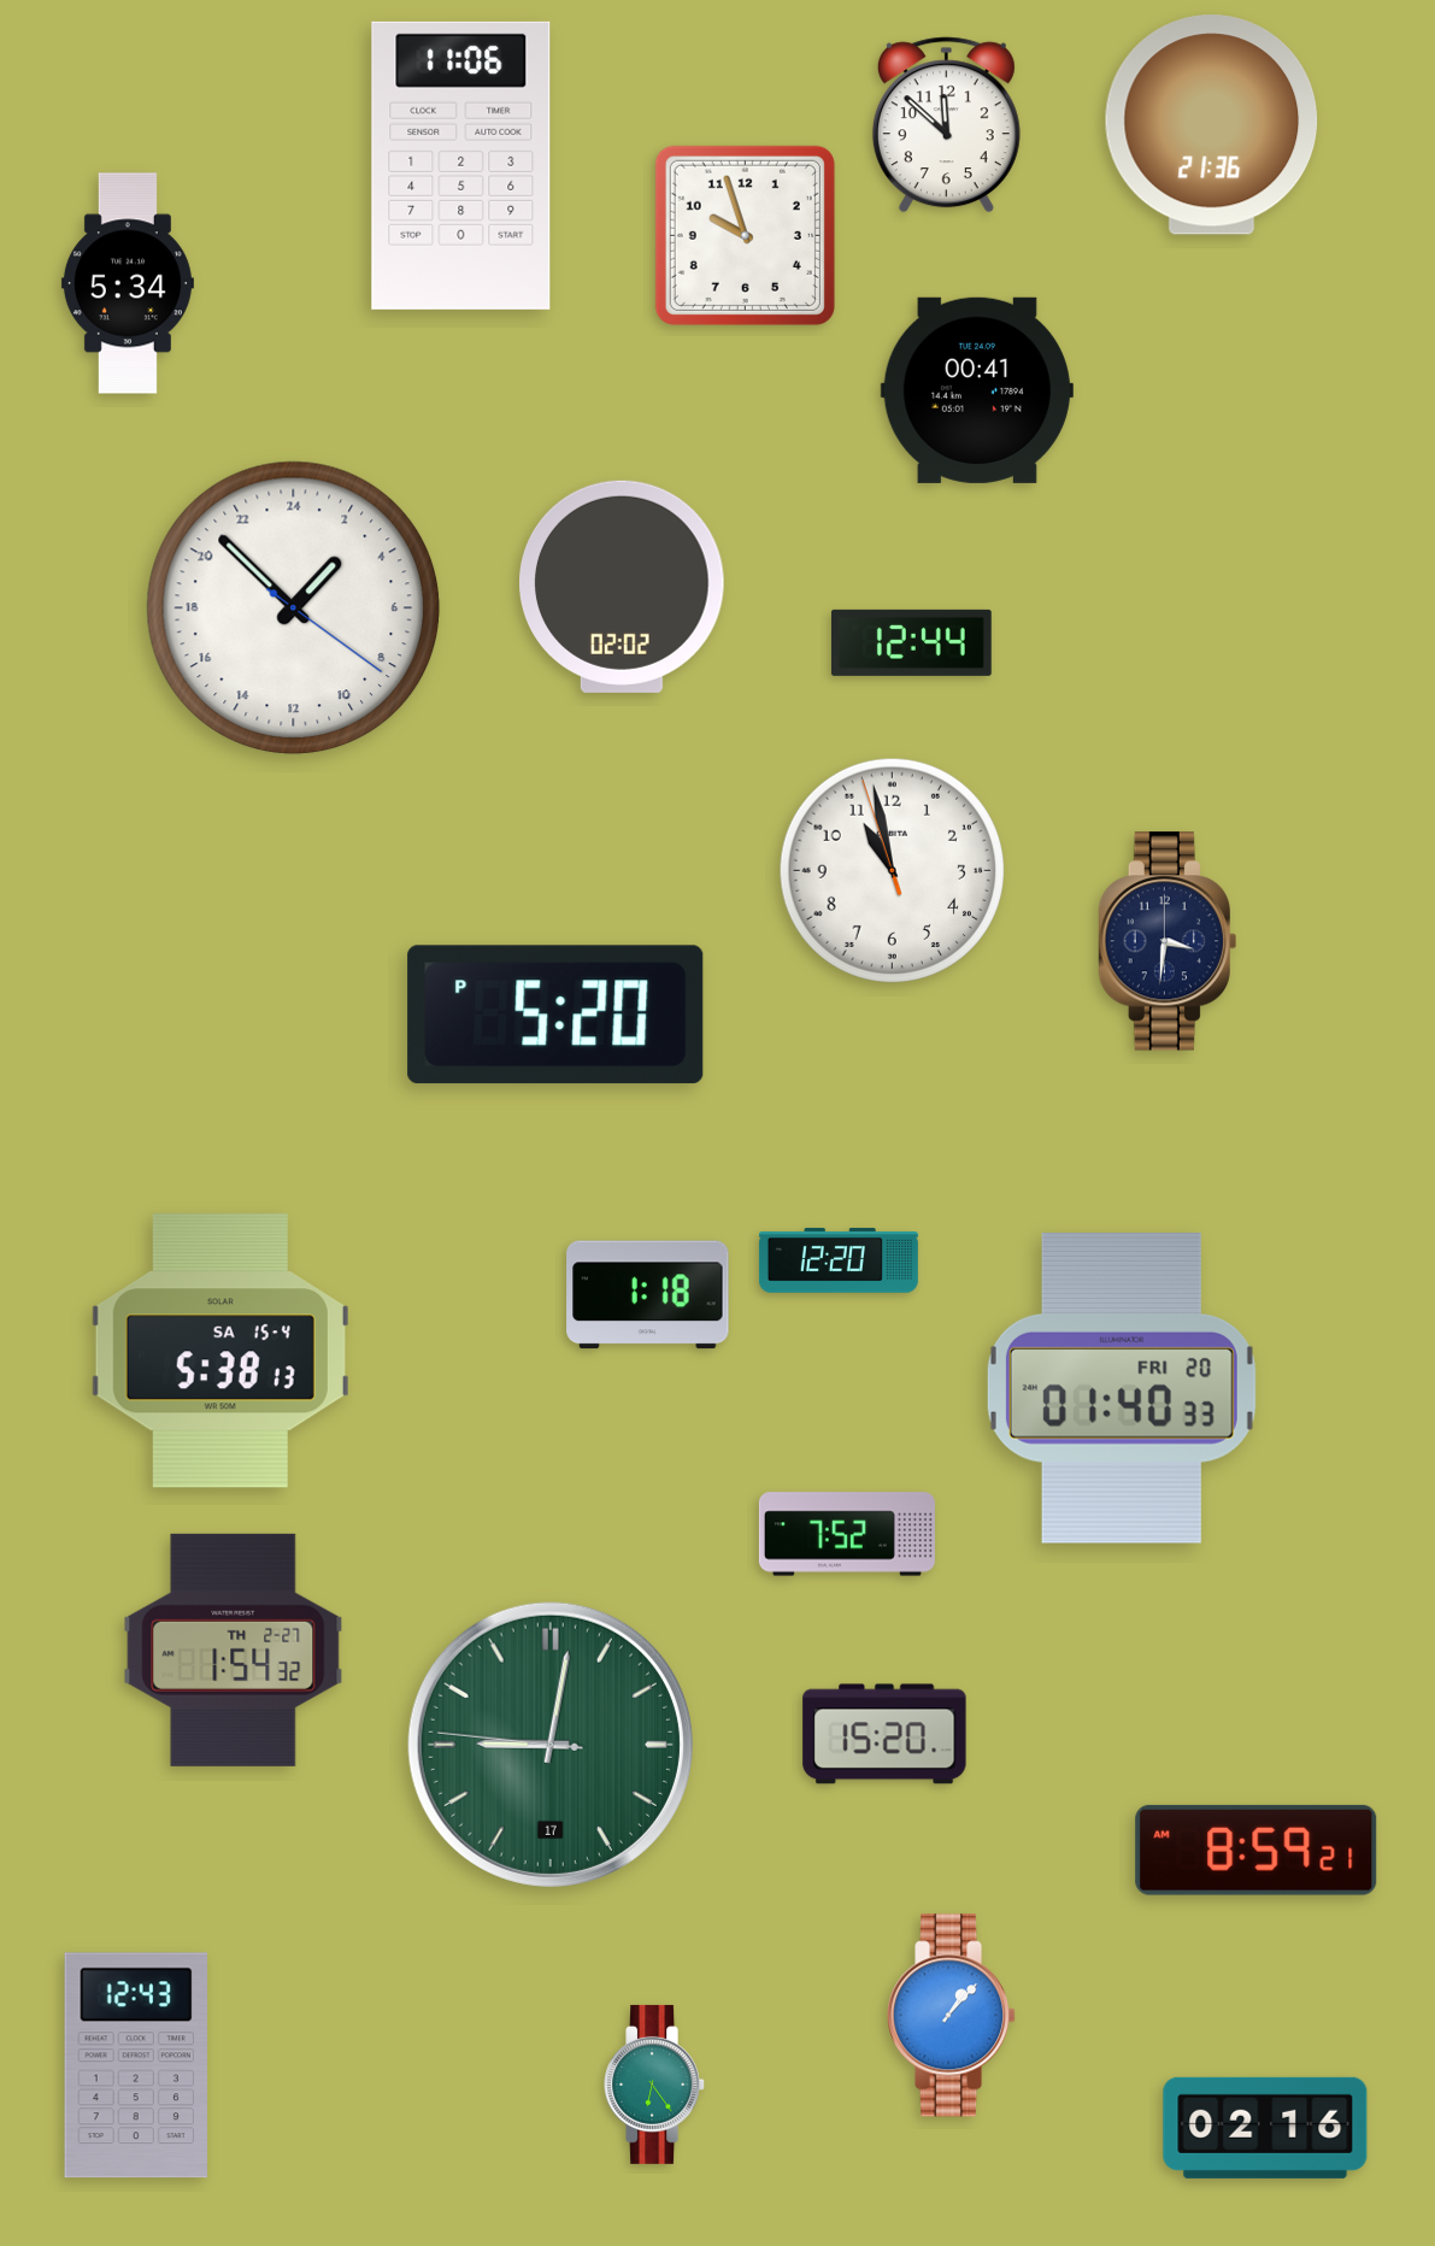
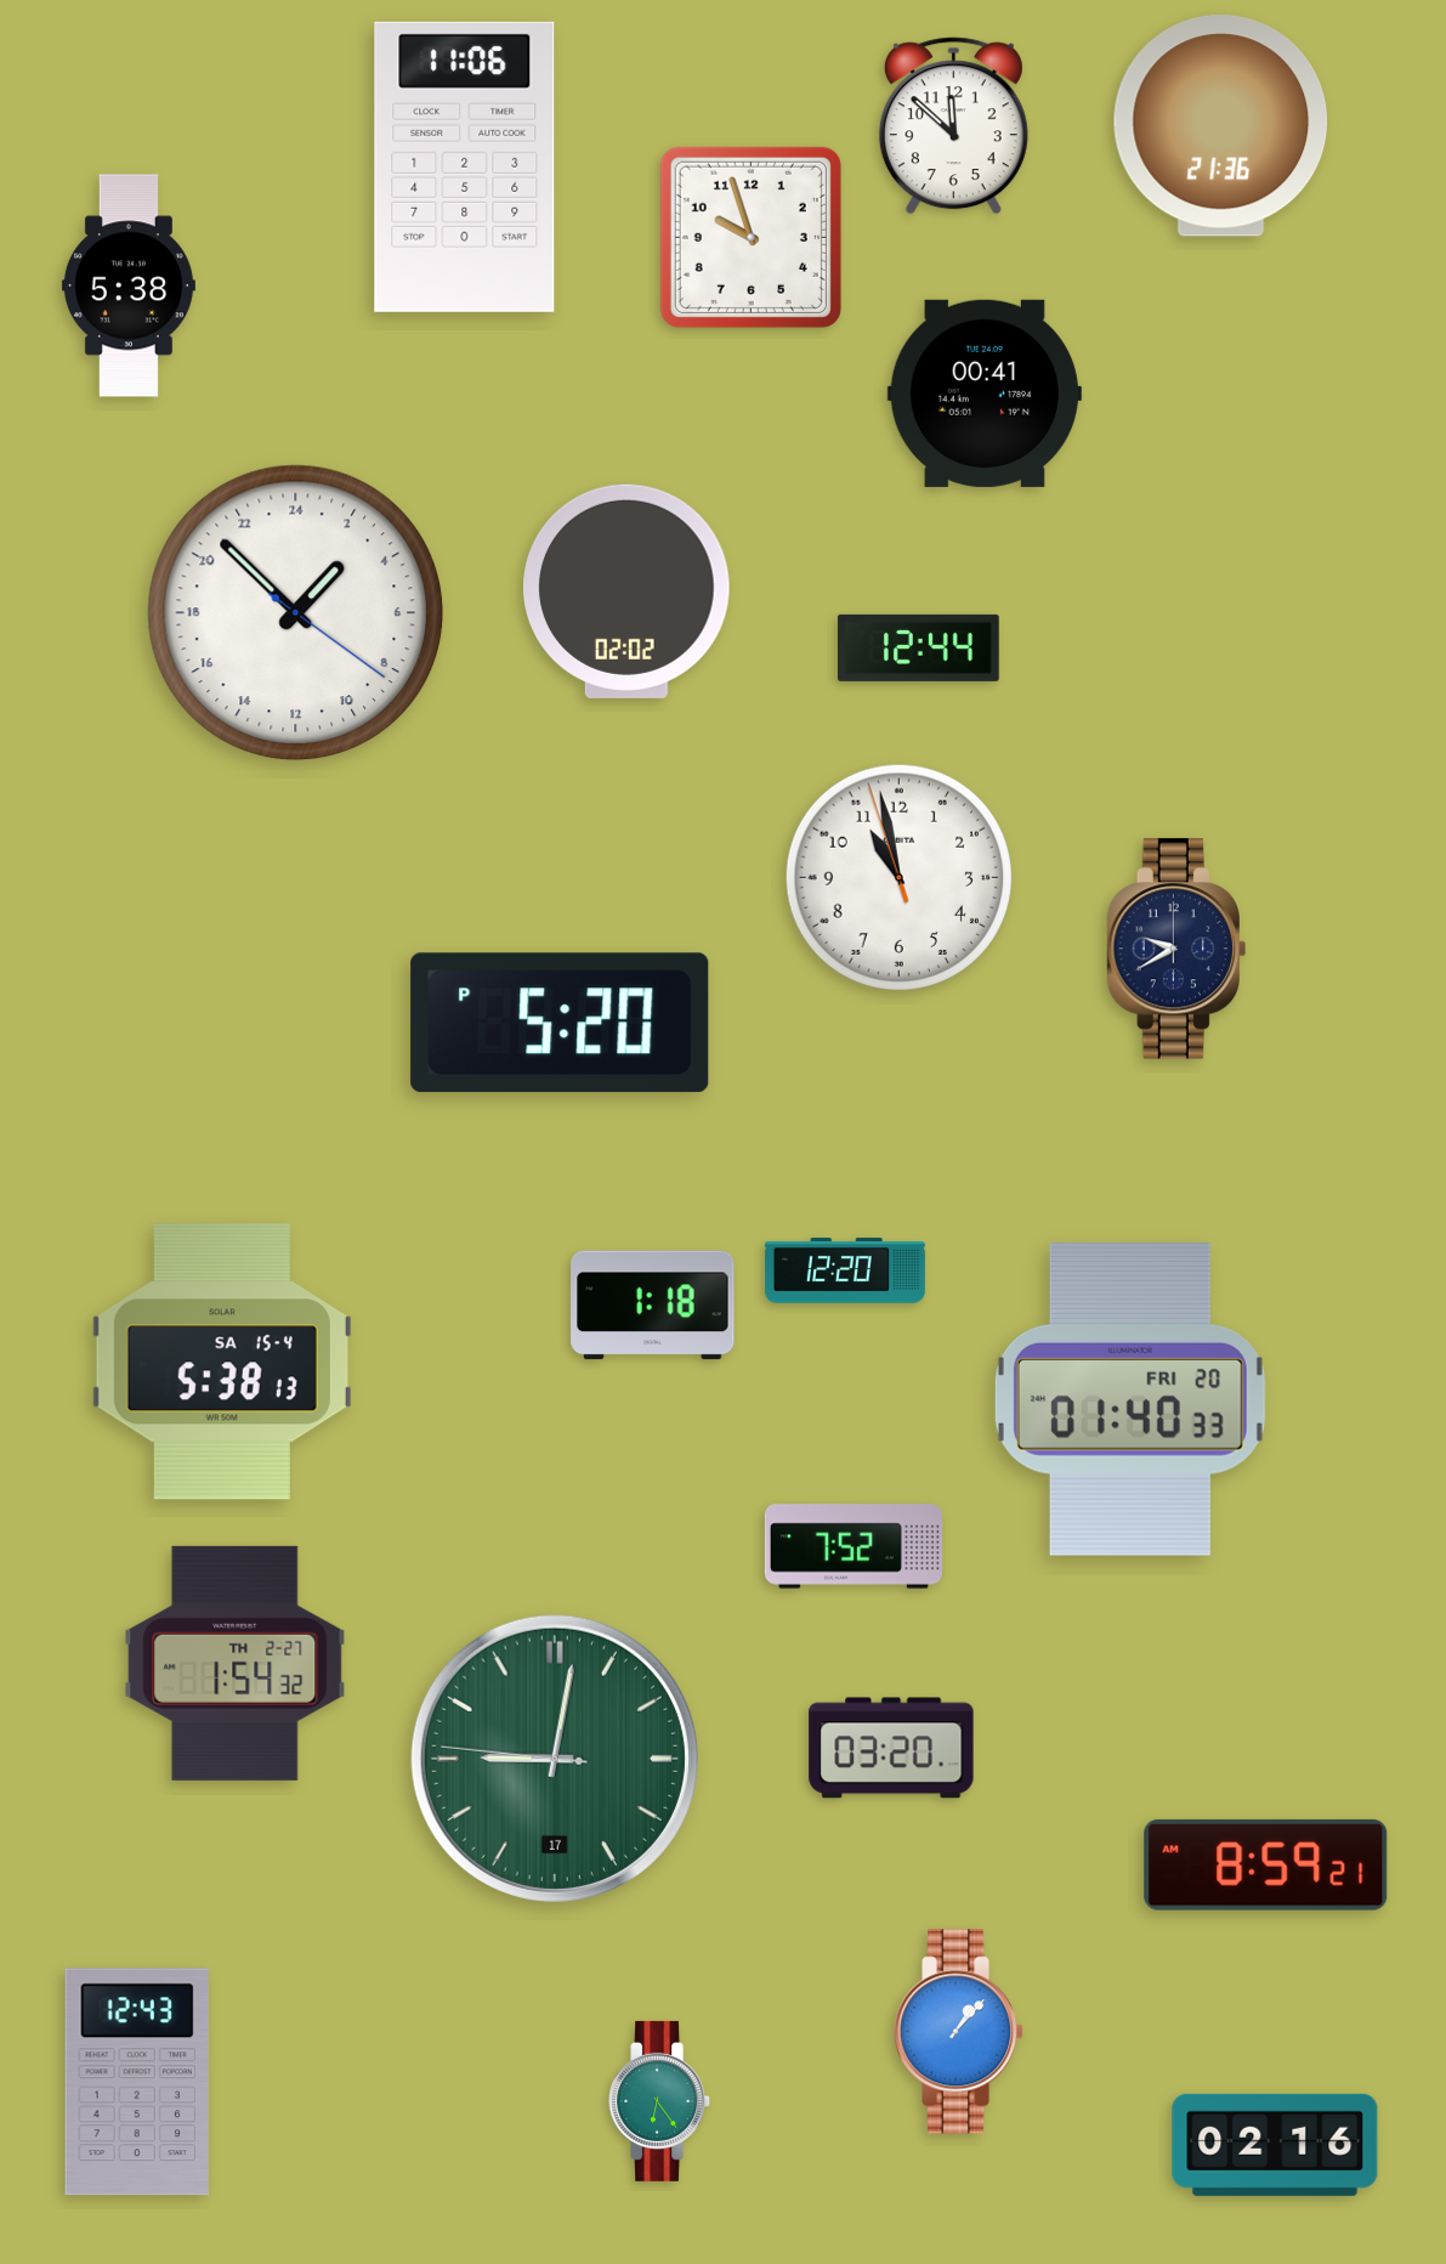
clock at (128, 283): 5:34 -> 5:38
clock at (1168, 941): 3:31 -> 9:40
clock at (884, 1734): 15:20 -> 03:20
